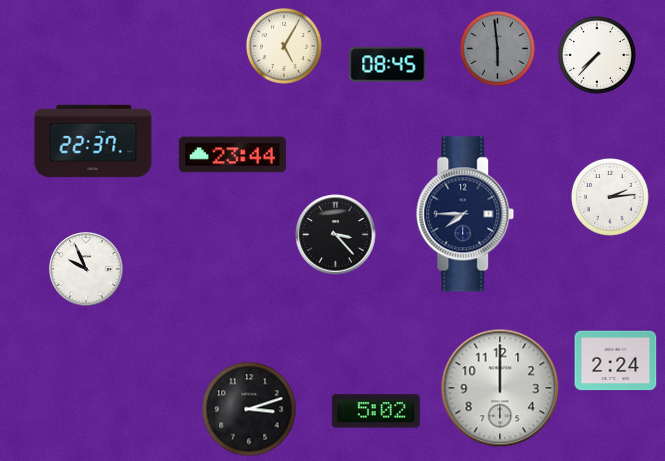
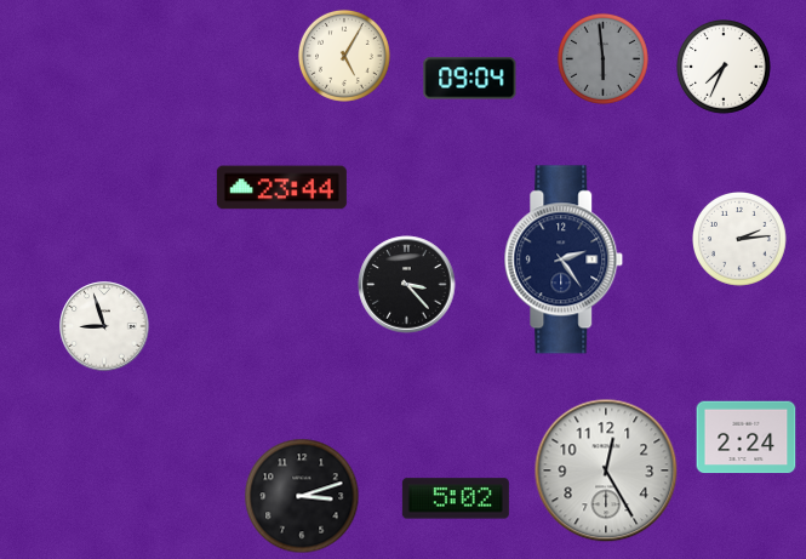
clock at (598, 56): 7:37 -> 7:34
clock at (388, 65): 08:45 -> 09:04
clock at (93, 141): 22:37 -> none
clock at (465, 214): 7:45 -> 2:24
clock at (86, 269): 9:56 -> 8:57
clock at (500, 388): 12:00 -> 12:25
